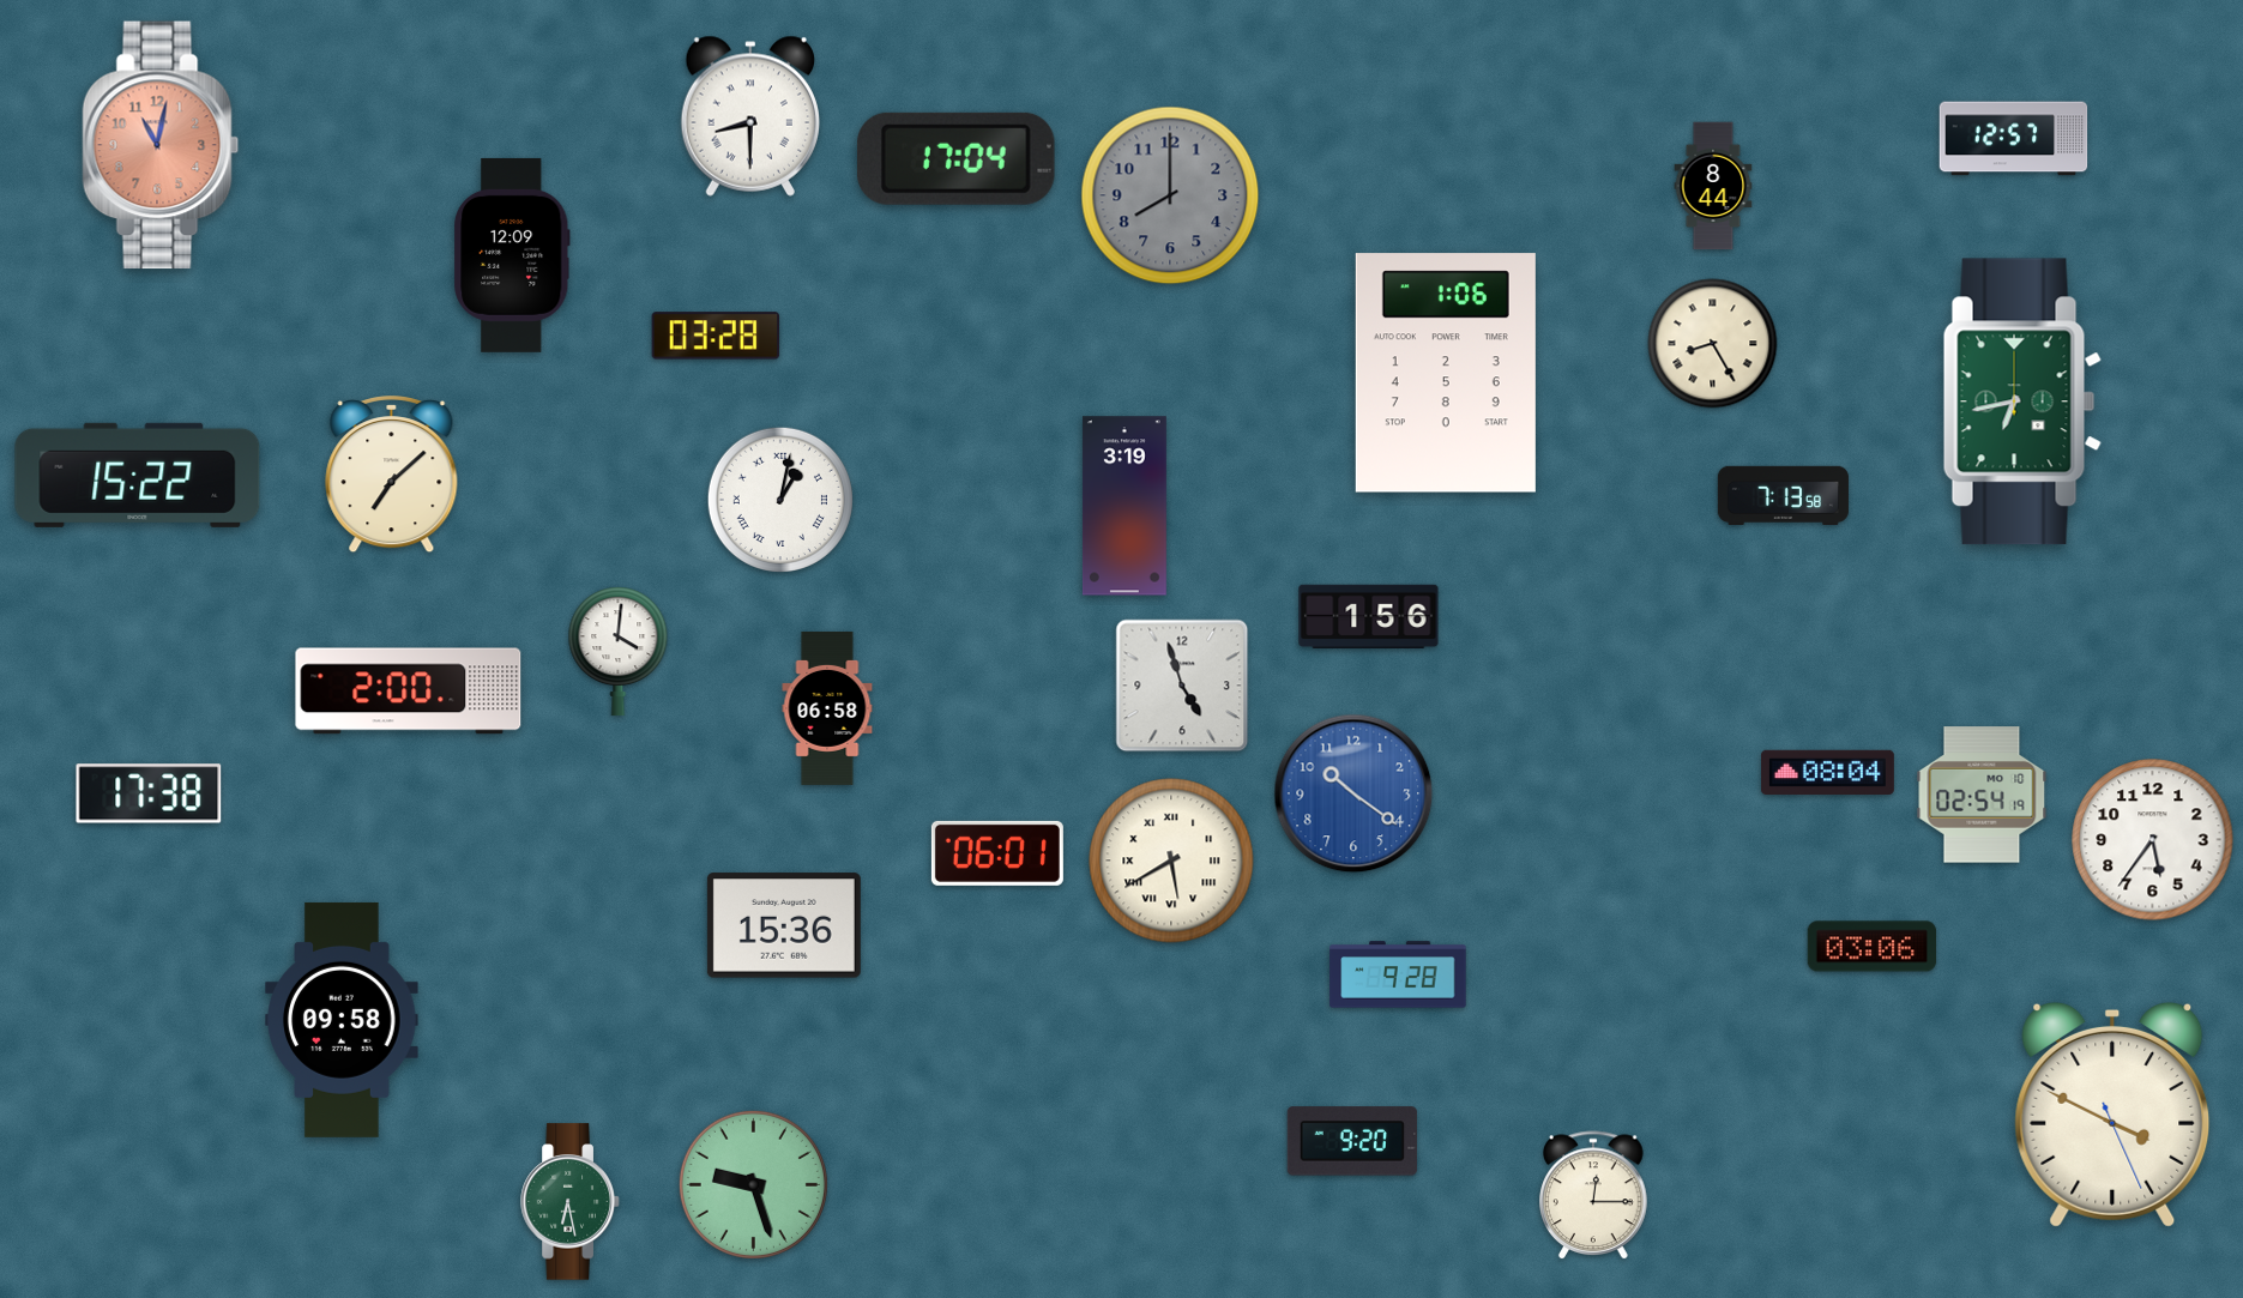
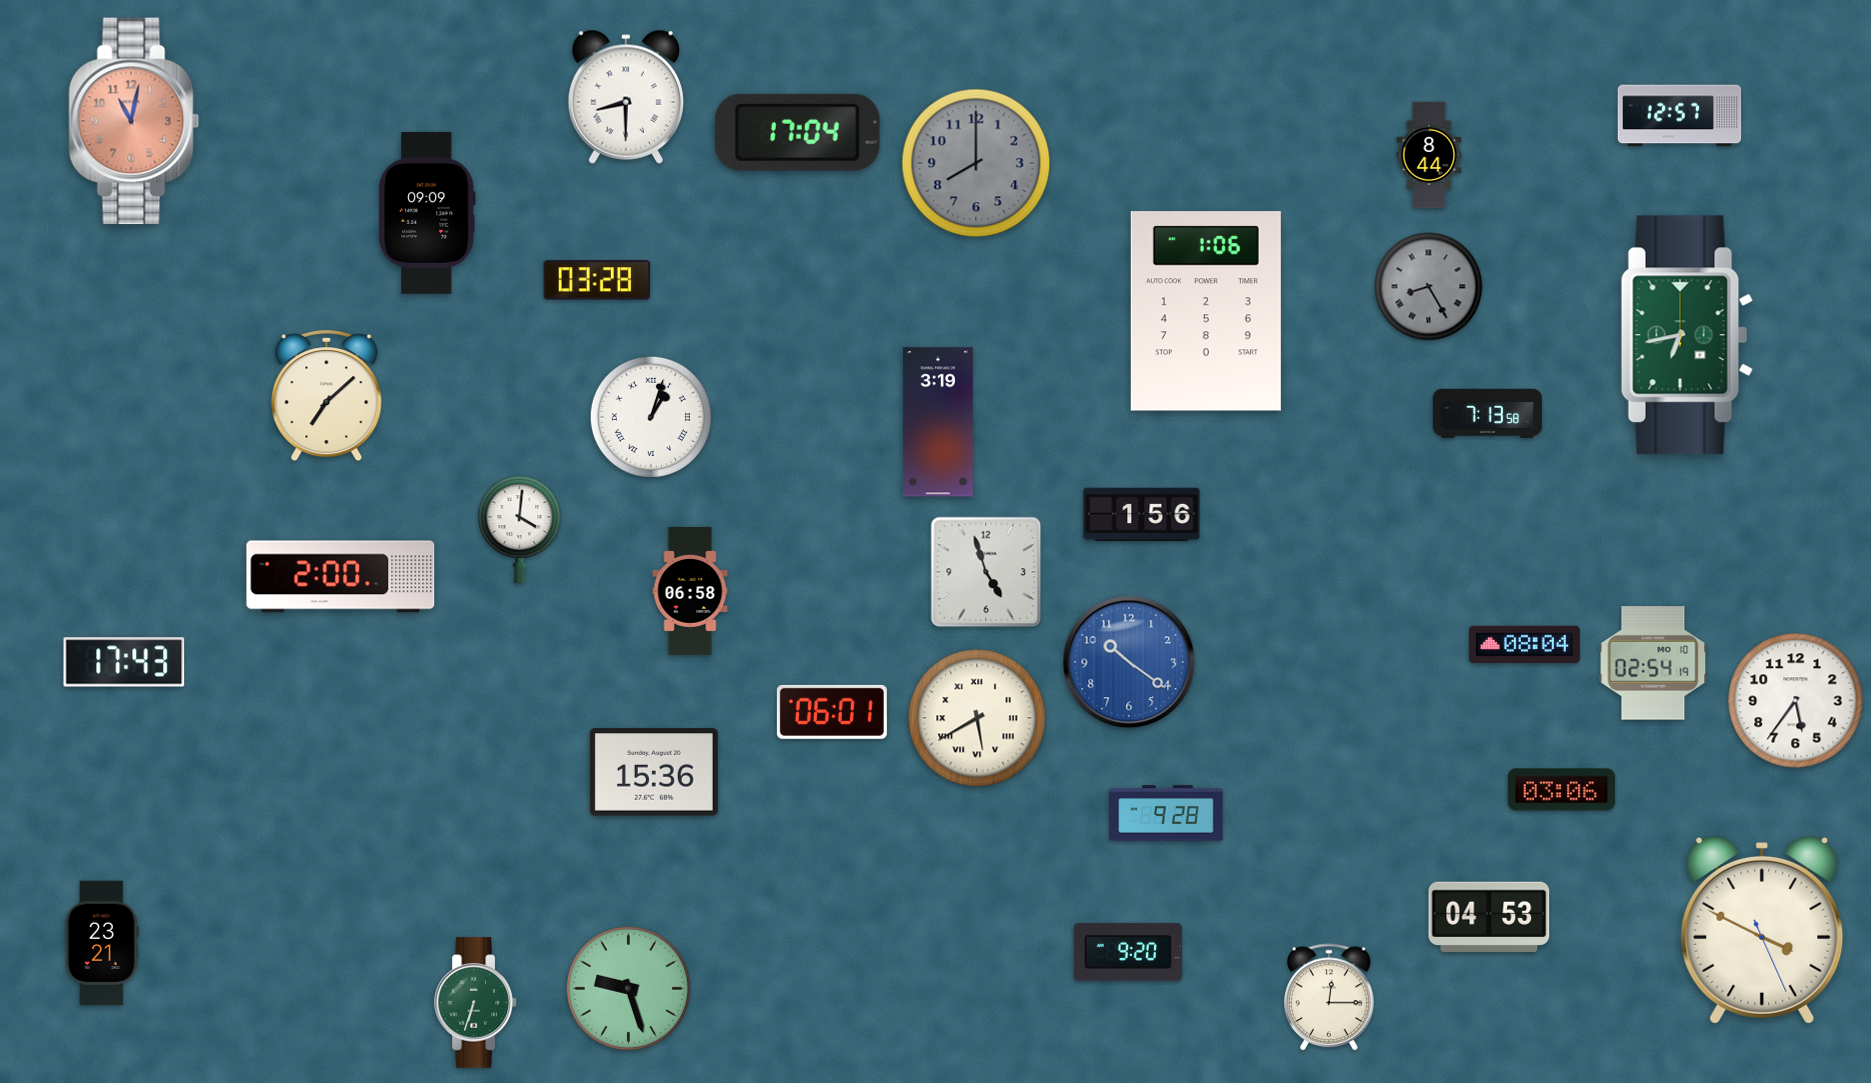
clock at (512, 255): 12:09 -> 09:09
clock at (1713, 344) dial: cream -> grey
clock at (138, 475): 15:22 -> none
clock at (780, 500): 1:02 -> 1:03
clock at (619, 652) position: (619, 652) -> (520, 530)
clock at (149, 793): 17:38 -> 17:43
clock at (342, 1020): 09:58 -> none
clock at (1489, 916): none -> 04:53
clock at (102, 943): none -> 23:21
clock at (571, 1202): 6:28 -> 6:33
